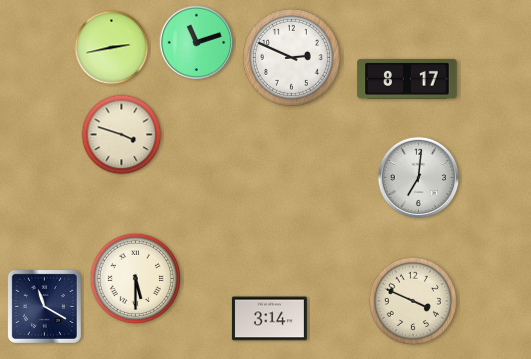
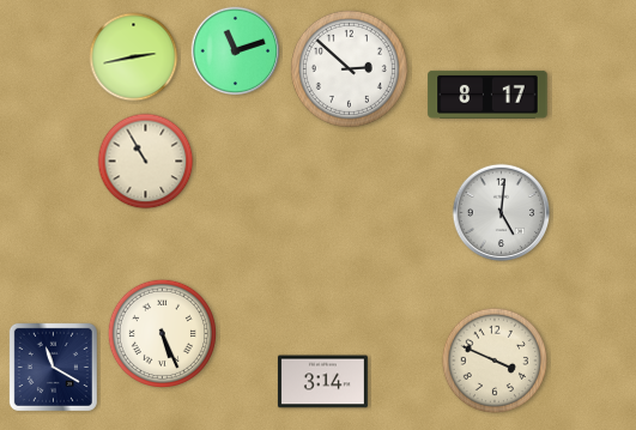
clock at (291, 57): 2:49 -> 2:52
clock at (122, 135): 3:48 -> 10:55
clock at (419, 178): 7:01 -> 5:01
clock at (135, 278): 5:30 -> 5:26
